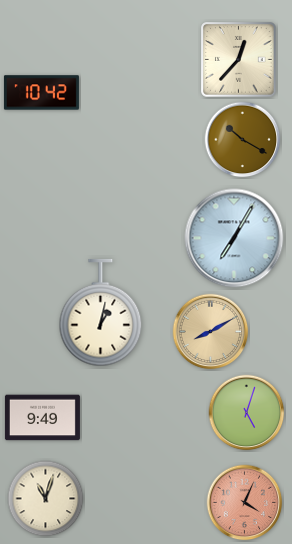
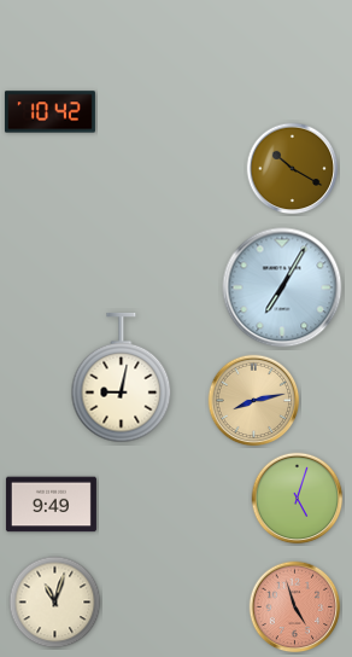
clock at (239, 60): 12:37 -> none
clock at (101, 313): 1:02 -> 9:02
clock at (211, 332): 8:10 -> 8:13
clock at (245, 503): 4:04 -> 4:57
